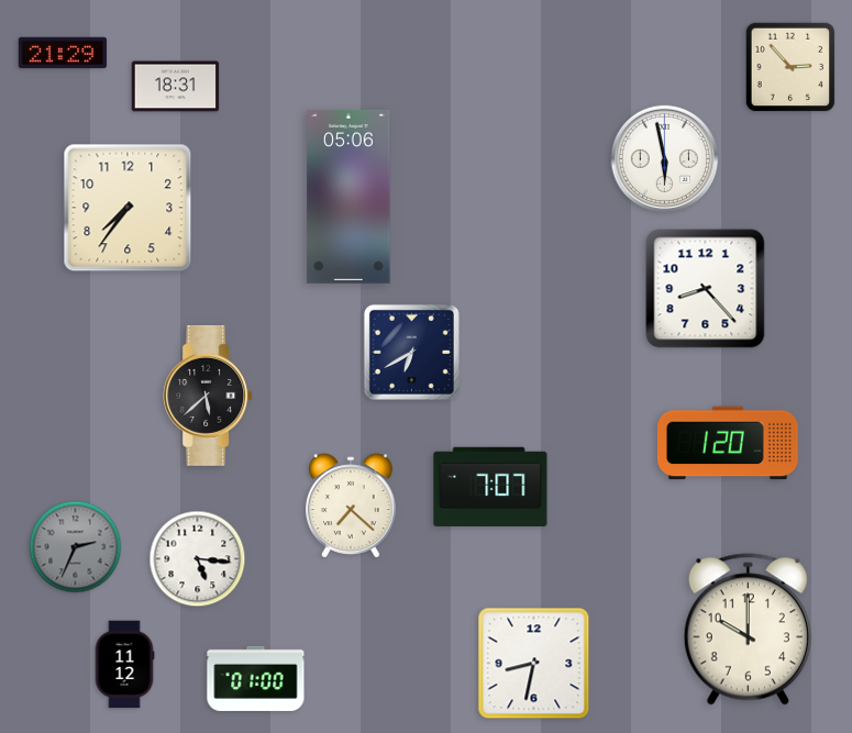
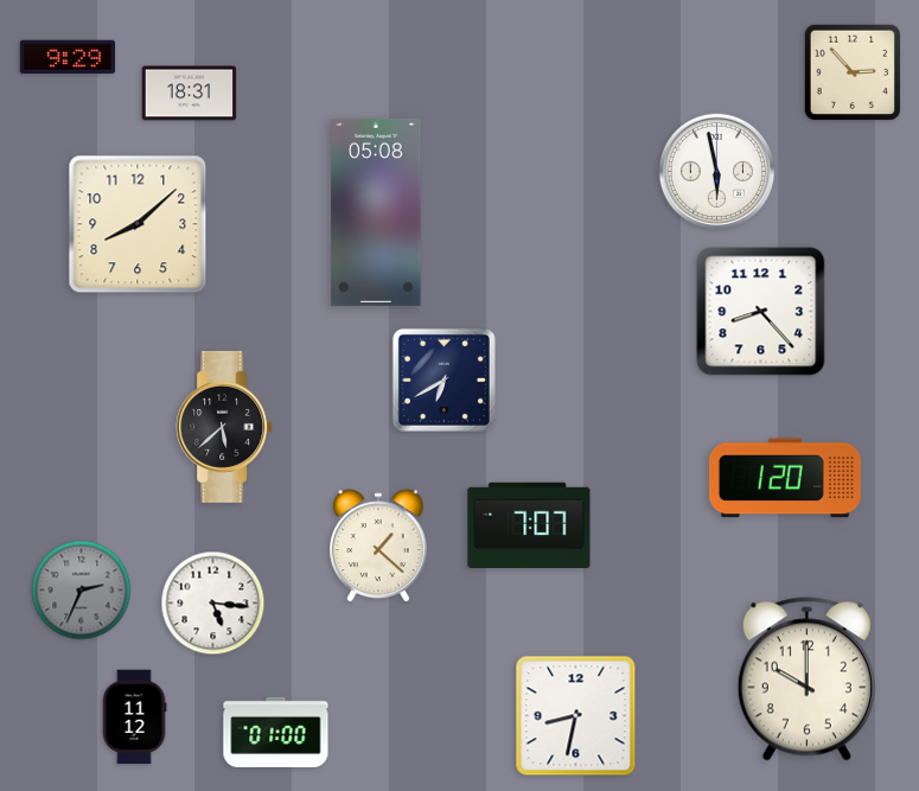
clock at (63, 53): 21:29 -> 9:29
clock at (348, 197): 05:06 -> 05:08
clock at (128, 208): 7:36 -> 8:08
clock at (351, 506): 7:22 -> 1:22
